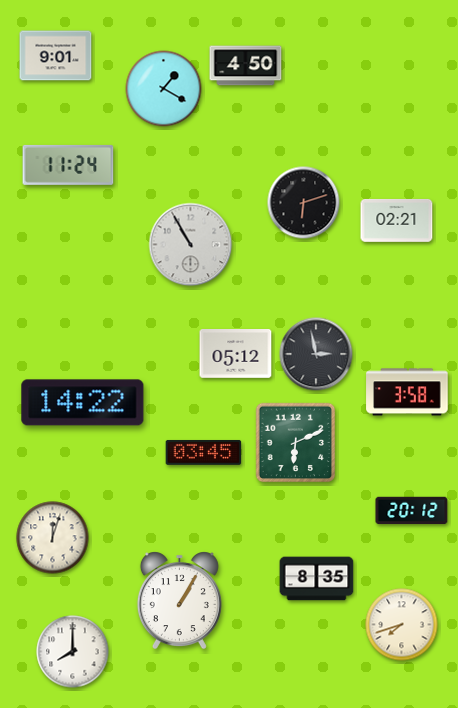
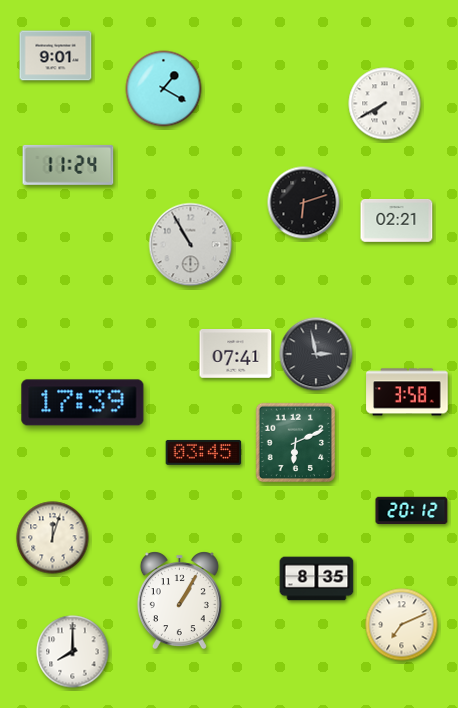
clock at (246, 66): 4:50 -> none
clock at (385, 104): none -> 7:40
clock at (236, 354): 05:12 -> 07:41
clock at (83, 403): 14:22 -> 17:39
clock at (402, 625): 7:42 -> 7:11
